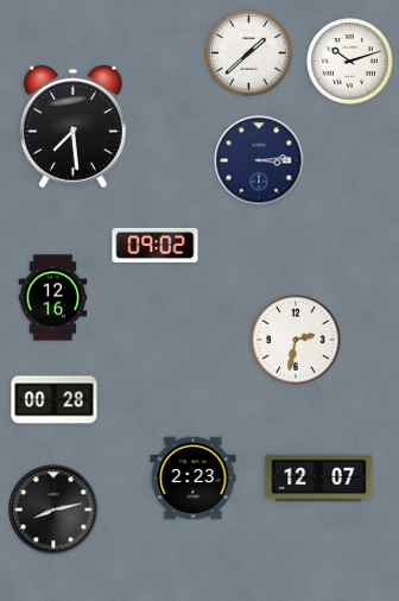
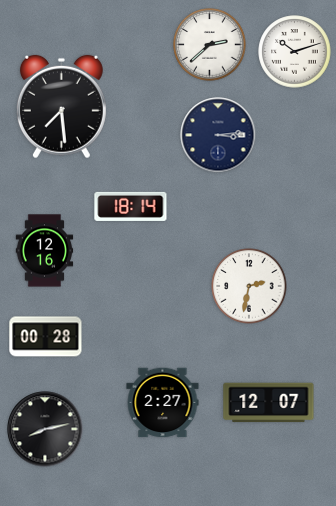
clock at (249, 53): 1:38 -> 2:38
clock at (156, 245): 09:02 -> 18:14
clock at (194, 479): 2:23 -> 2:27
